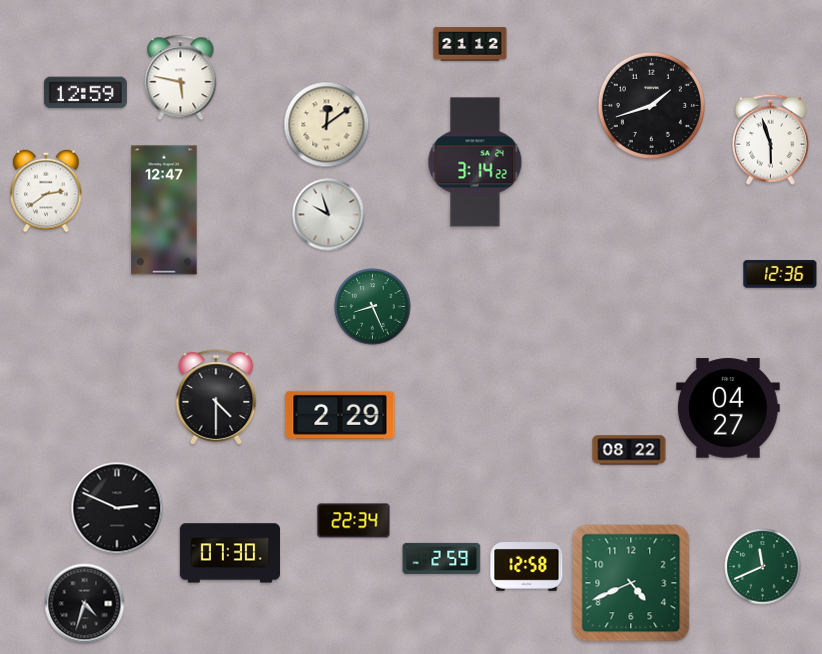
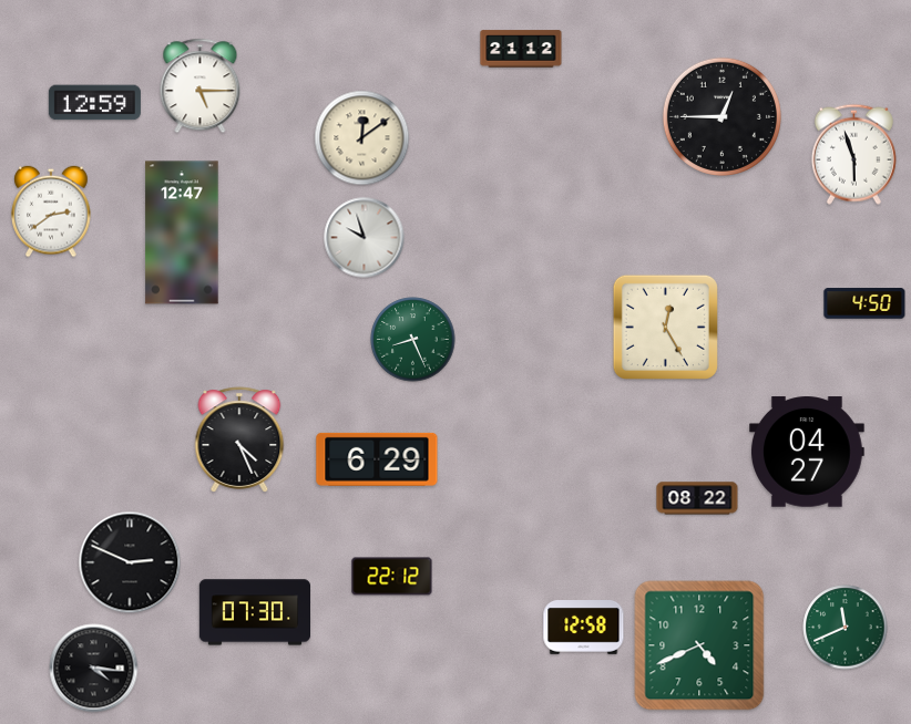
clock at (181, 78): 5:47 -> 5:15
clock at (651, 105): 1:42 -> 12:45
clock at (475, 162): 3:14 -> none
clock at (780, 274): 12:36 -> 4:50
clock at (665, 327): none -> 12:25
clock at (216, 397): 4:30 -> 4:26
clock at (340, 415): 2:29 -> 6:29
clock at (354, 521): 22:34 -> 22:12
clock at (442, 558): 2:59 -> none
clock at (85, 604): 4:33 -> 4:16
